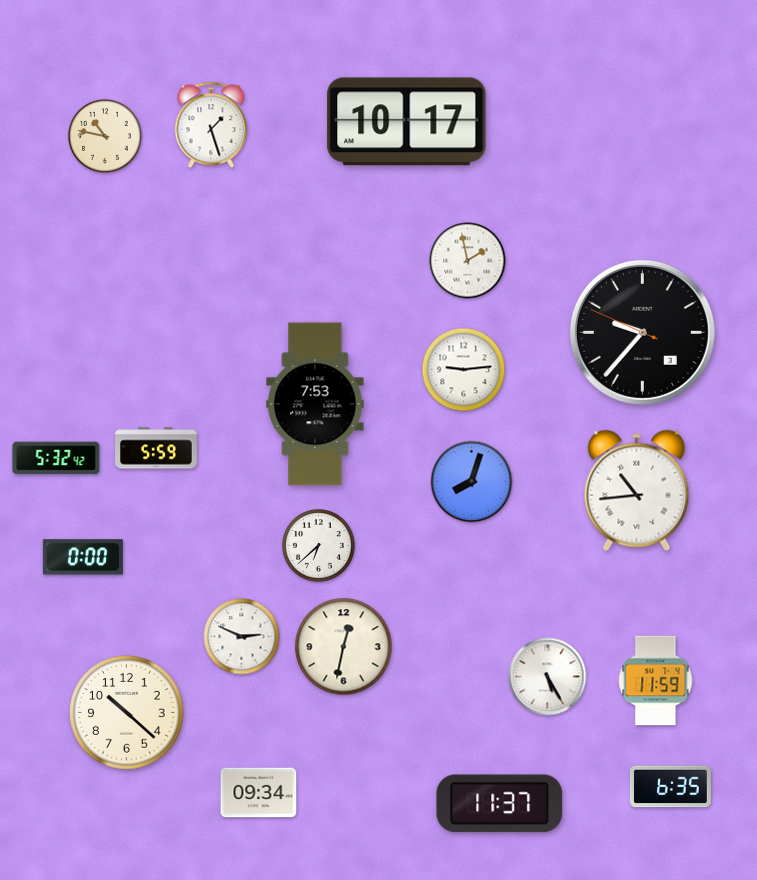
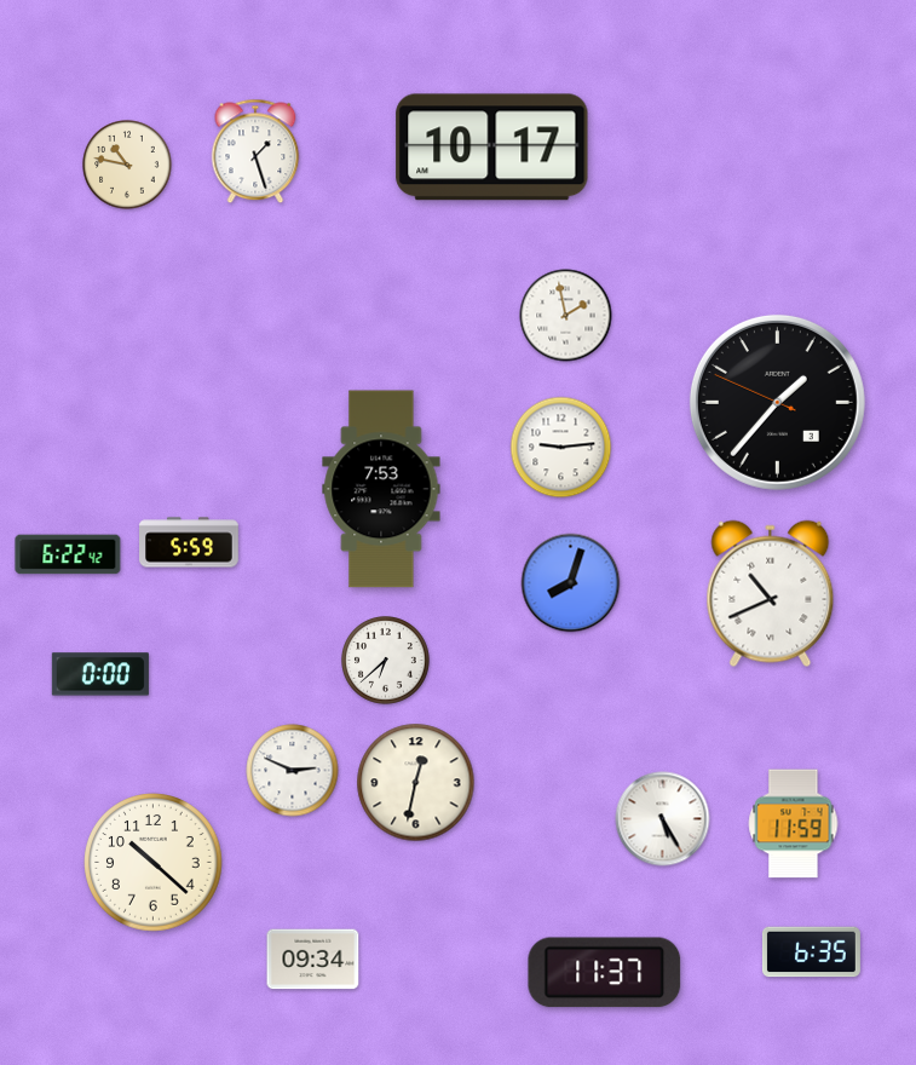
clock at (642, 332): 9:36 -> 1:36
clock at (56, 458): 5:32 -> 6:22
clock at (637, 491): 10:44 -> 10:41
